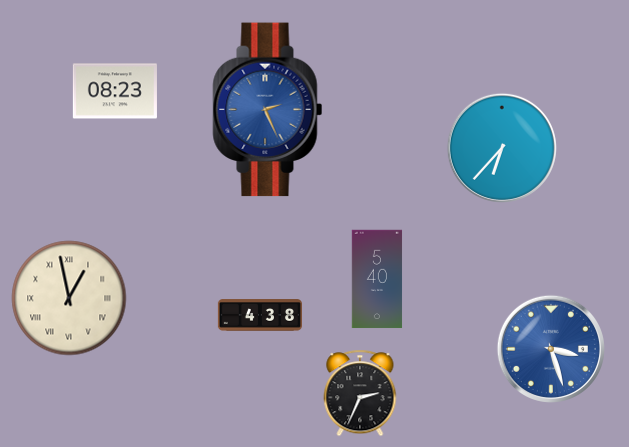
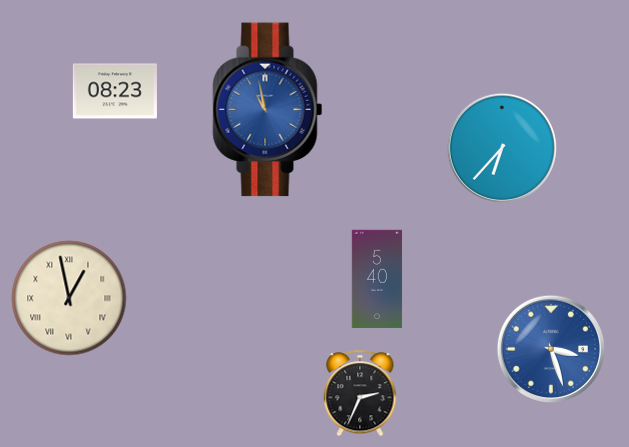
clock at (268, 110): 2:26 -> 10:58
clock at (260, 315): 4:38 -> none
